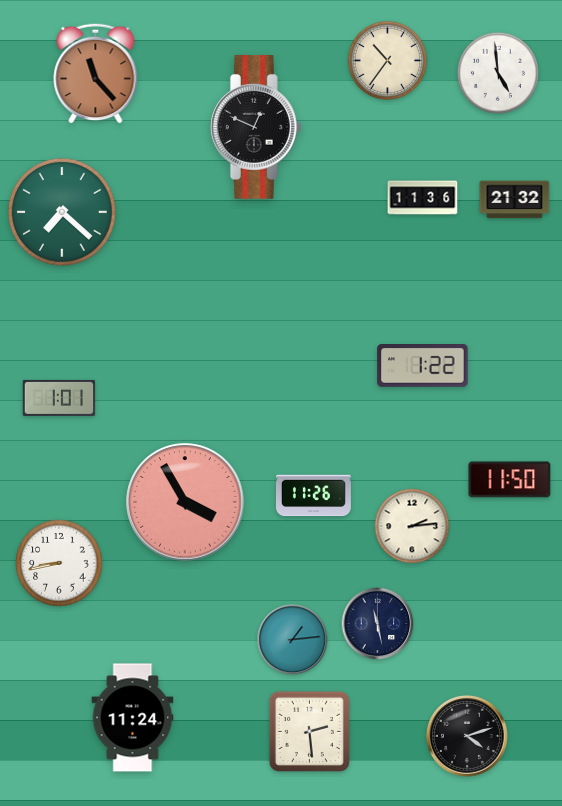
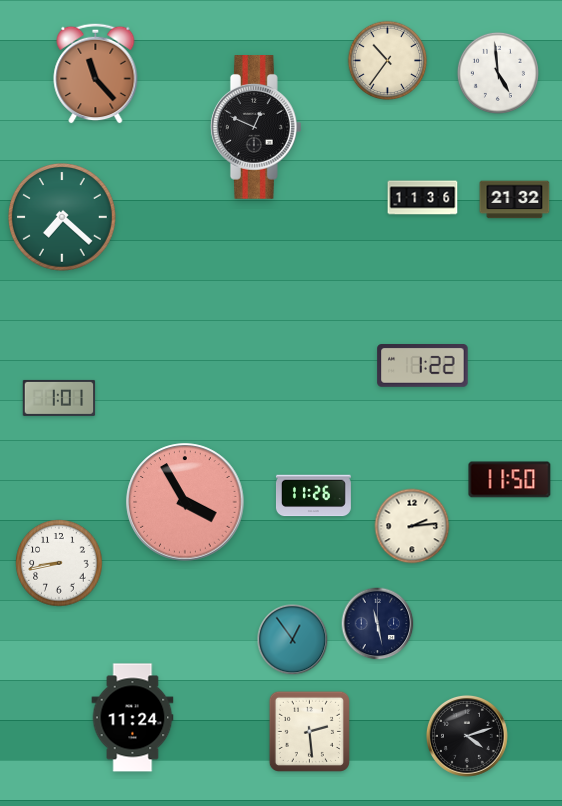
clock at (63, 213) position: (63, 213) -> (63, 218)
clock at (293, 640): 1:14 -> 12:54
